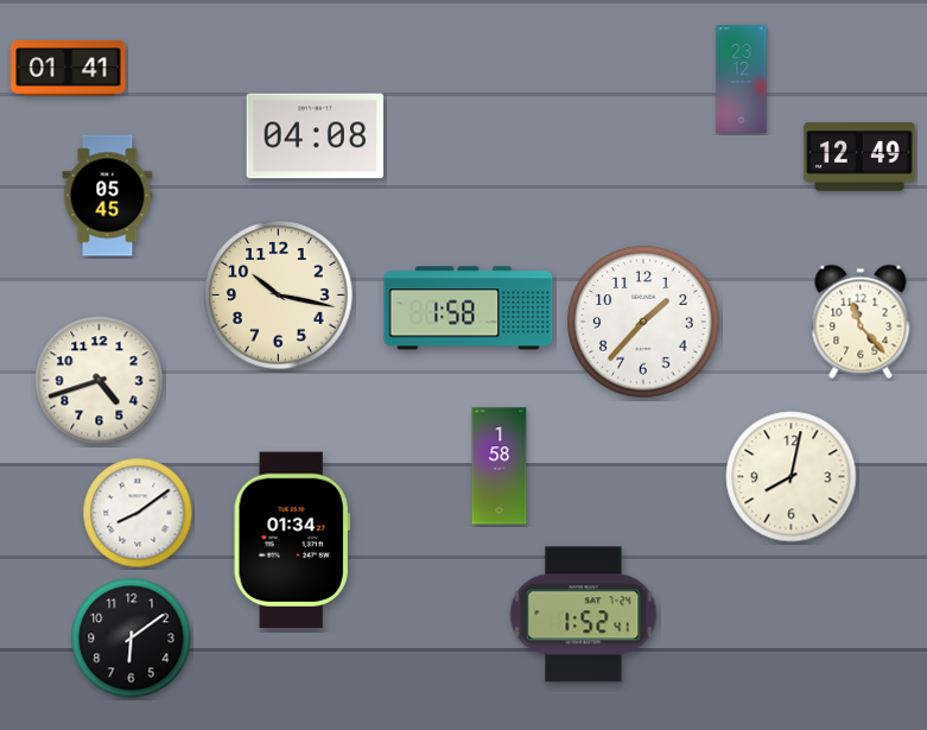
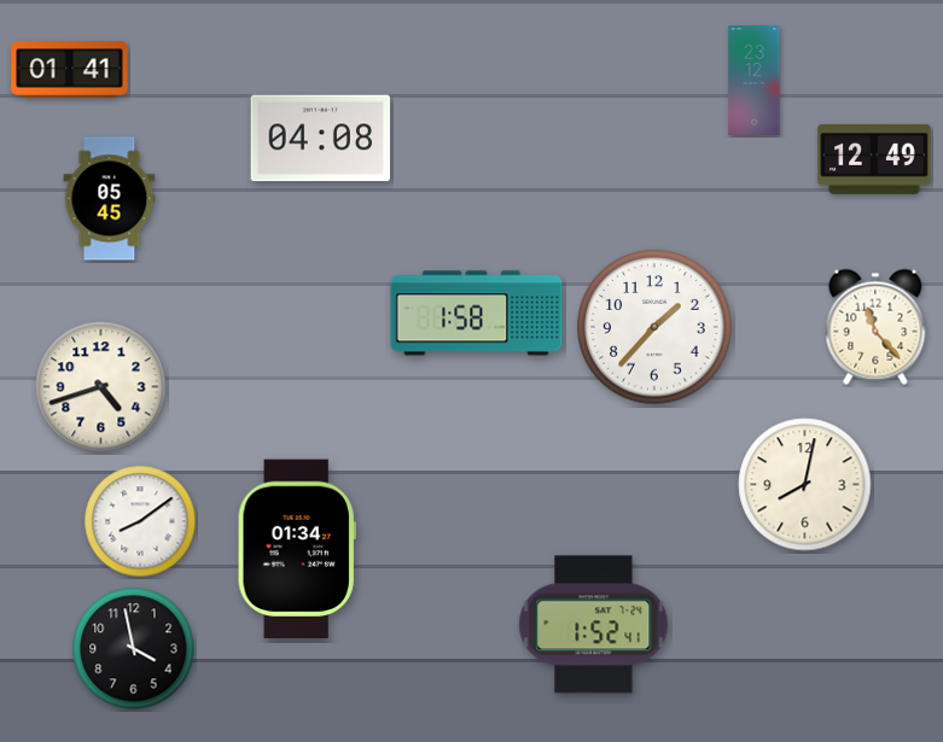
clock at (279, 296): 10:17 -> none
clock at (500, 466): 1:58 -> none
clock at (132, 639): 6:09 -> 3:58
